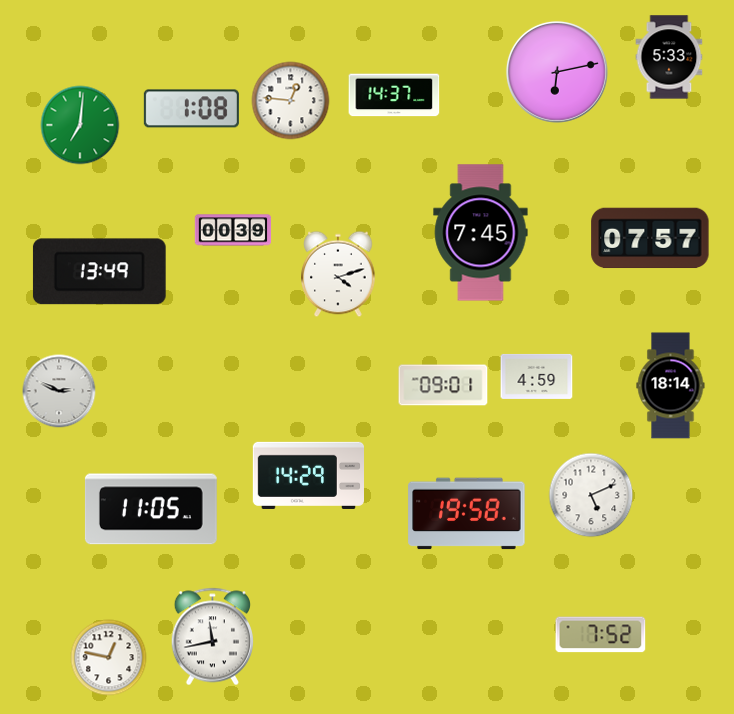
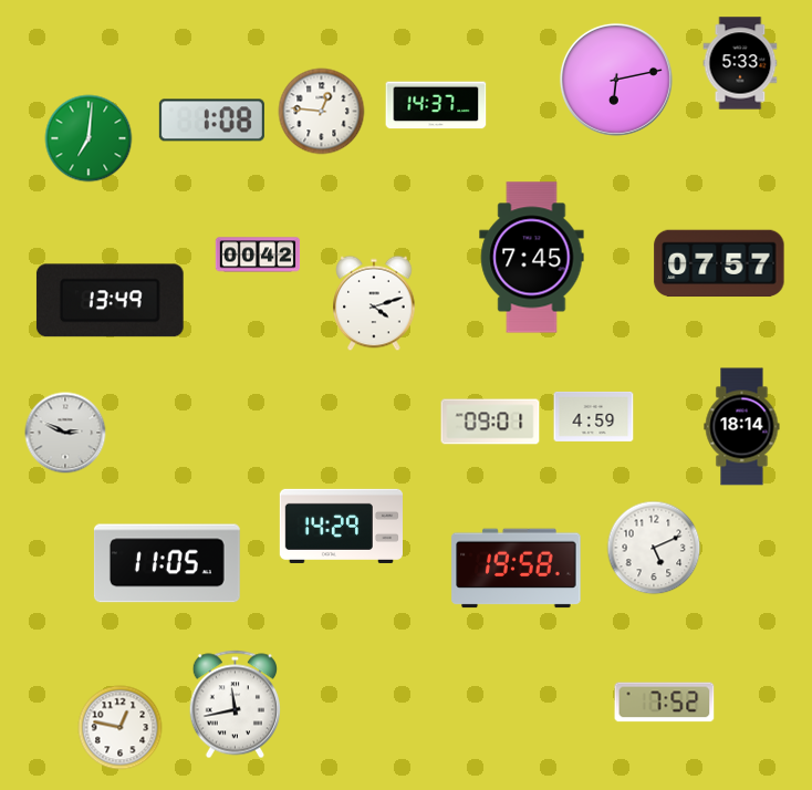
clock at (233, 230): 00:39 -> 00:42
clock at (443, 385) position: (443, 385) -> (490, 422)
